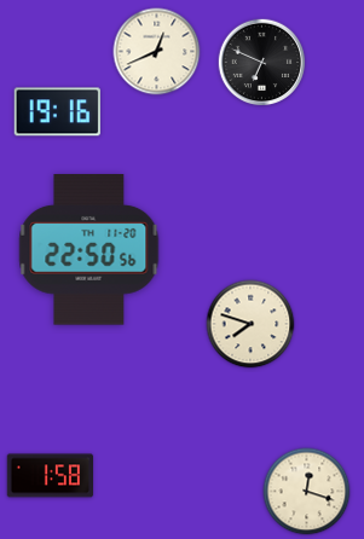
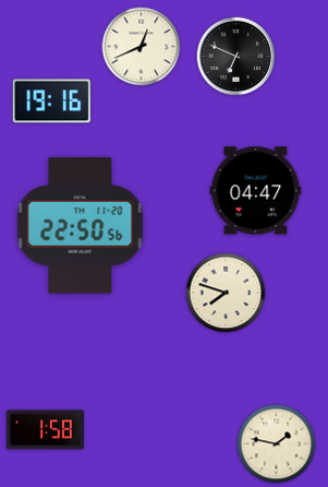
clock at (256, 191): none -> 04:47
clock at (307, 492): 12:18 -> 1:47
